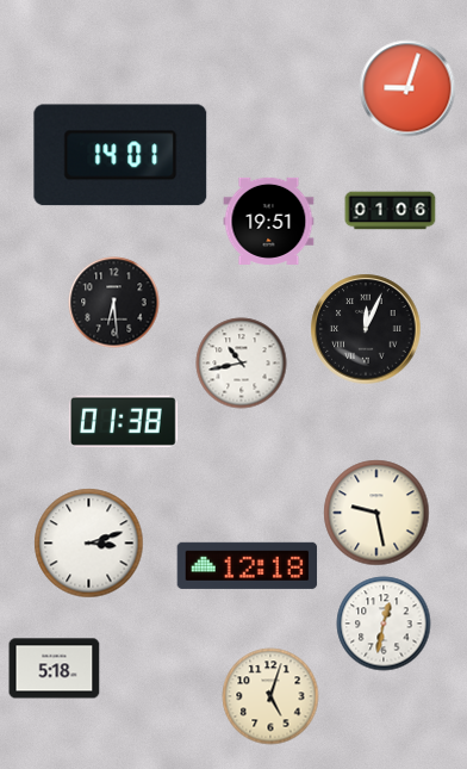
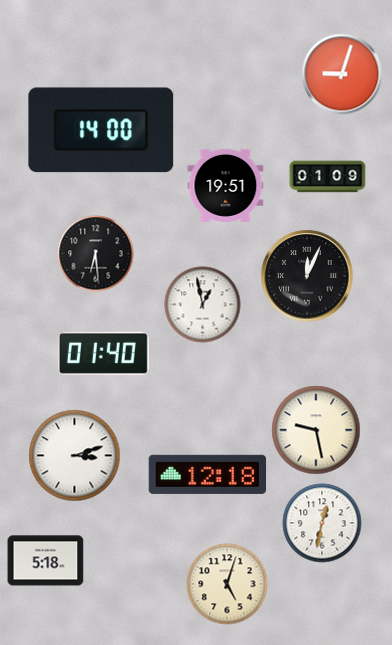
clock at (120, 155): 14:01 -> 14:00
clock at (391, 211): 01:06 -> 01:09
clock at (242, 364): 10:43 -> 12:58
clock at (123, 421): 01:38 -> 01:40
